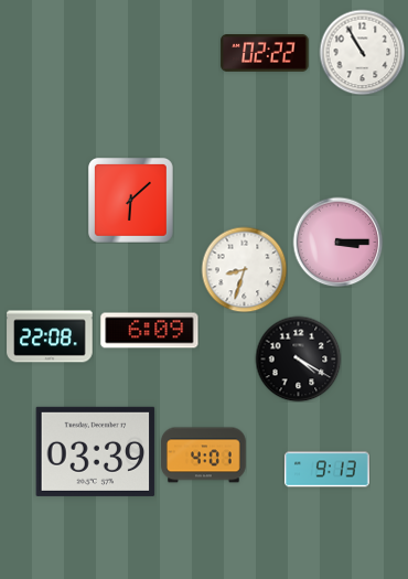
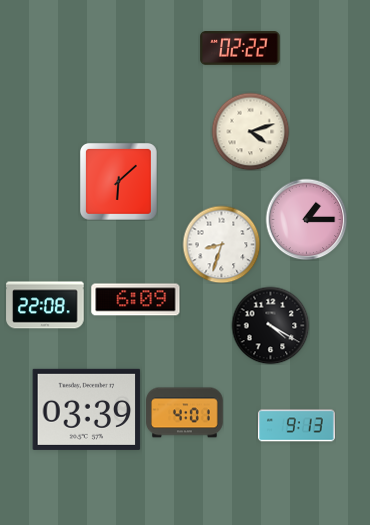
clock at (362, 52): 10:55 -> none
clock at (250, 131): none -> 4:12
clock at (337, 242): 3:15 -> 1:15
